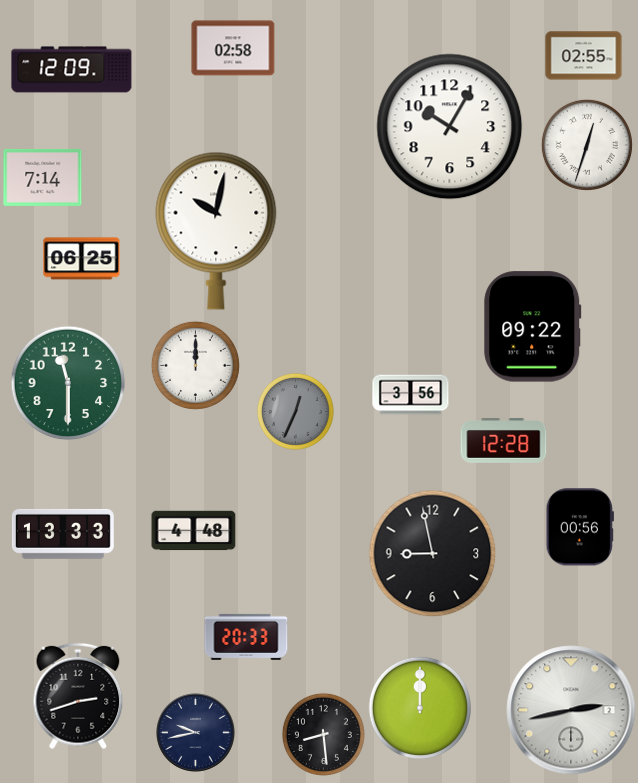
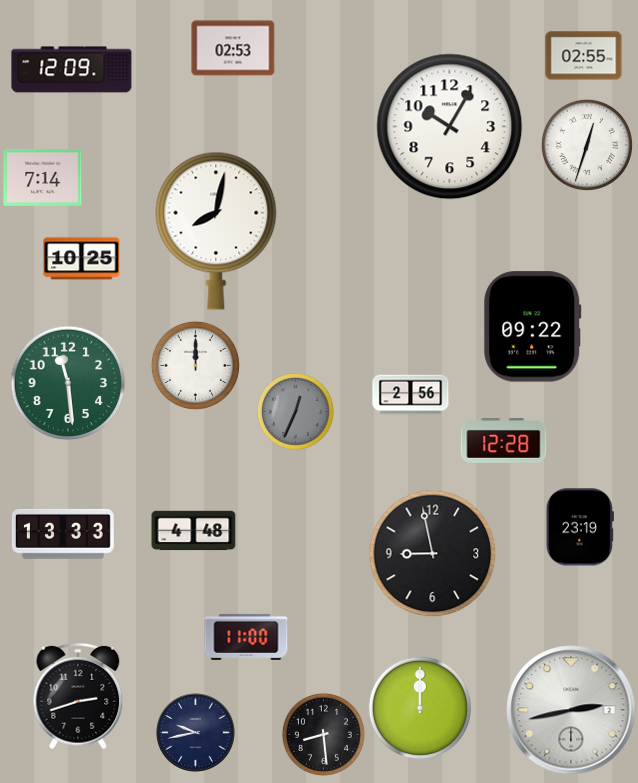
clock at (233, 48): 02:58 -> 02:53
clock at (216, 231): 10:02 -> 8:02
clock at (82, 259): 06:25 -> 10:25
clock at (68, 383): 11:30 -> 11:29
clock at (411, 395): 3:56 -> 2:56
clock at (580, 527): 00:56 -> 23:19
clock at (246, 637): 20:33 -> 11:00
